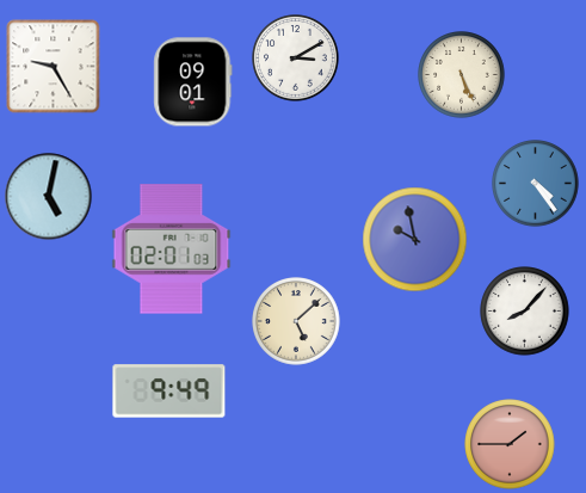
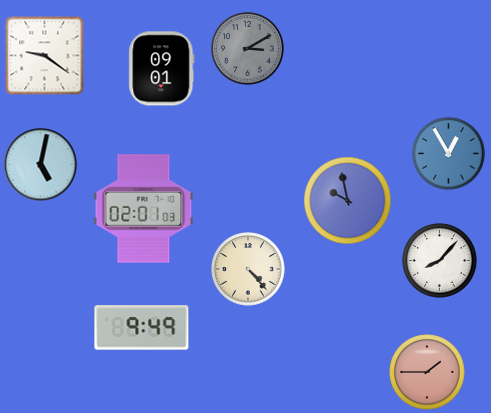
clock at (296, 58) dial: white -> grey
clock at (54, 67): 9:25 -> 9:21
clock at (462, 75): 5:26 -> none
clock at (536, 184): 4:24 -> 12:55
clock at (296, 321): 5:08 -> 4:23
